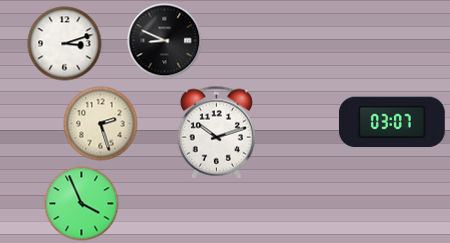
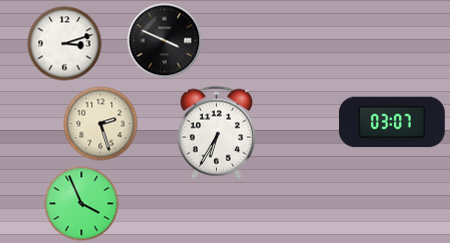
clock at (165, 41): 8:49 -> 3:49
clock at (216, 132): 10:12 -> 6:35
